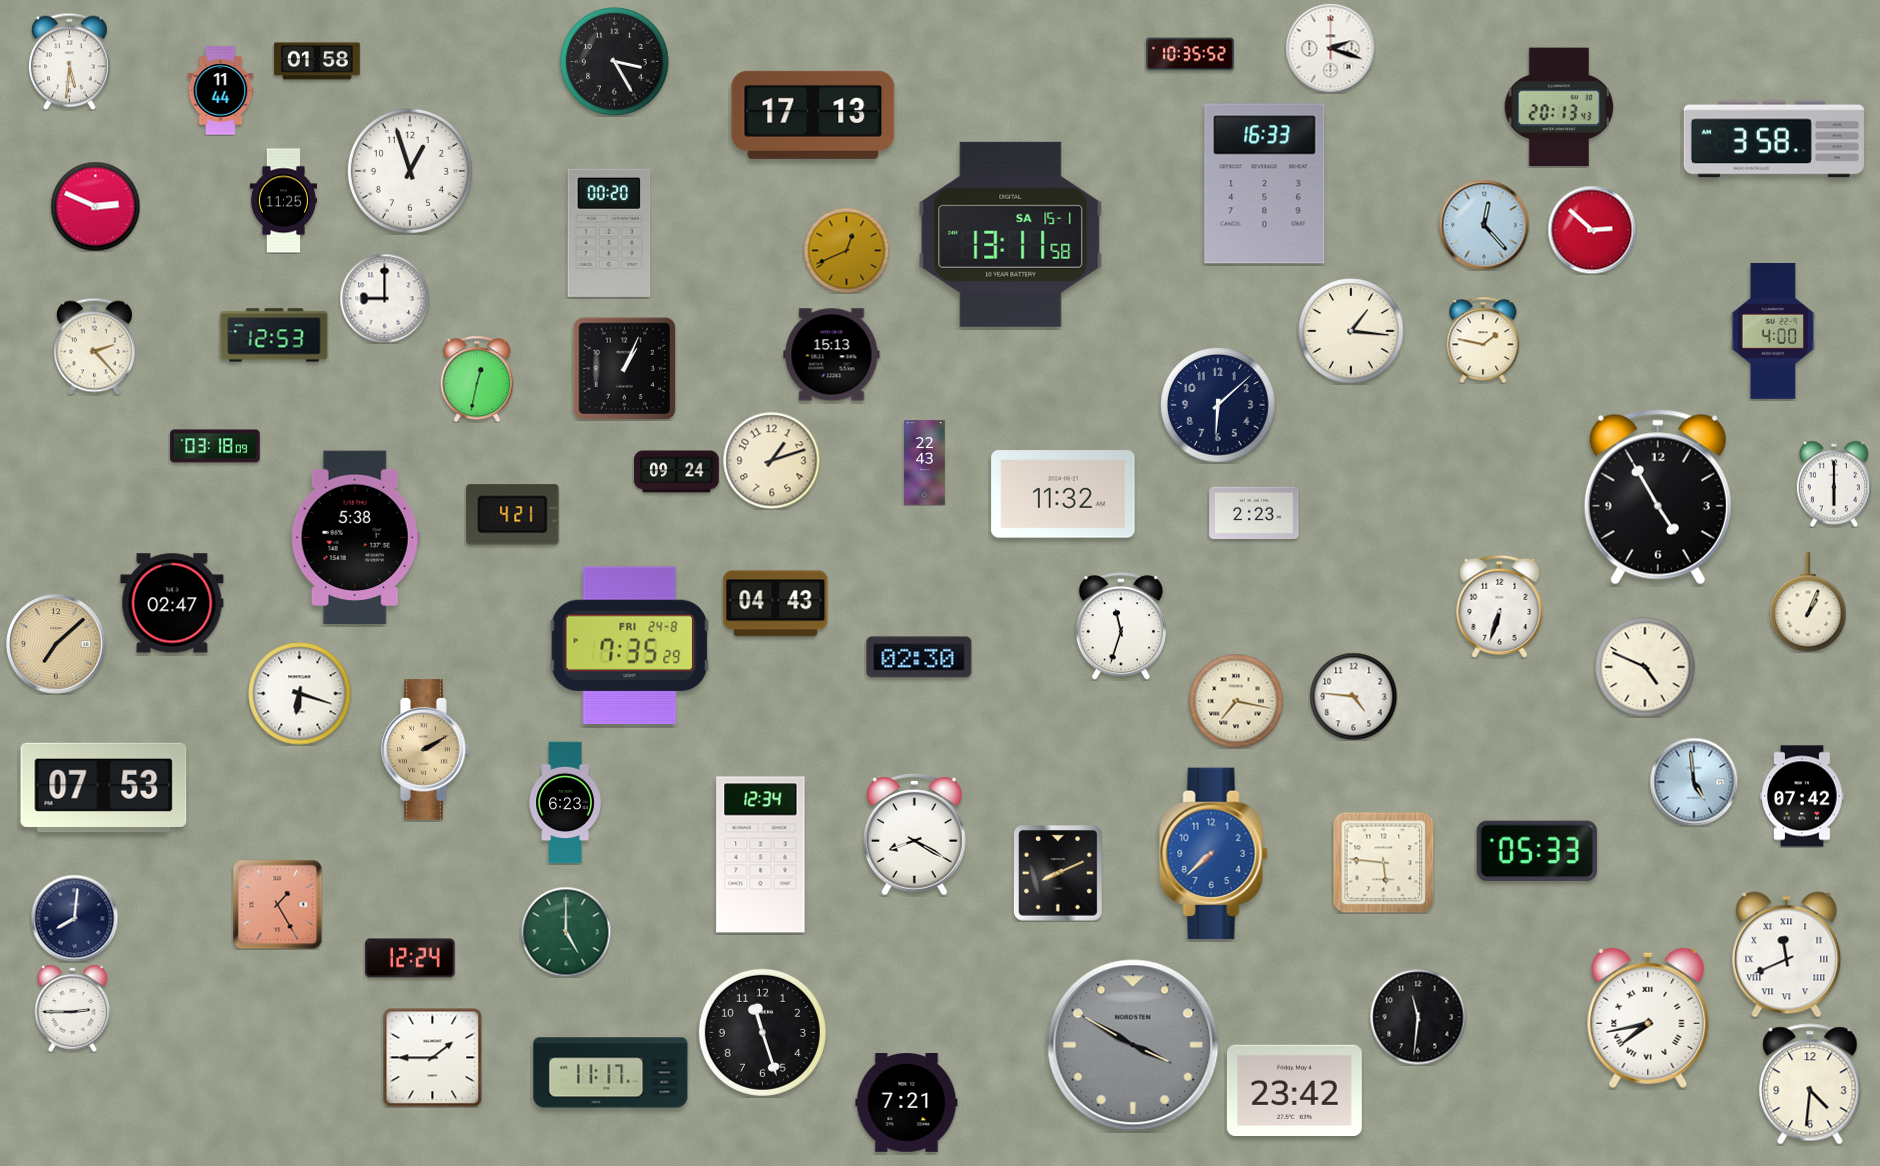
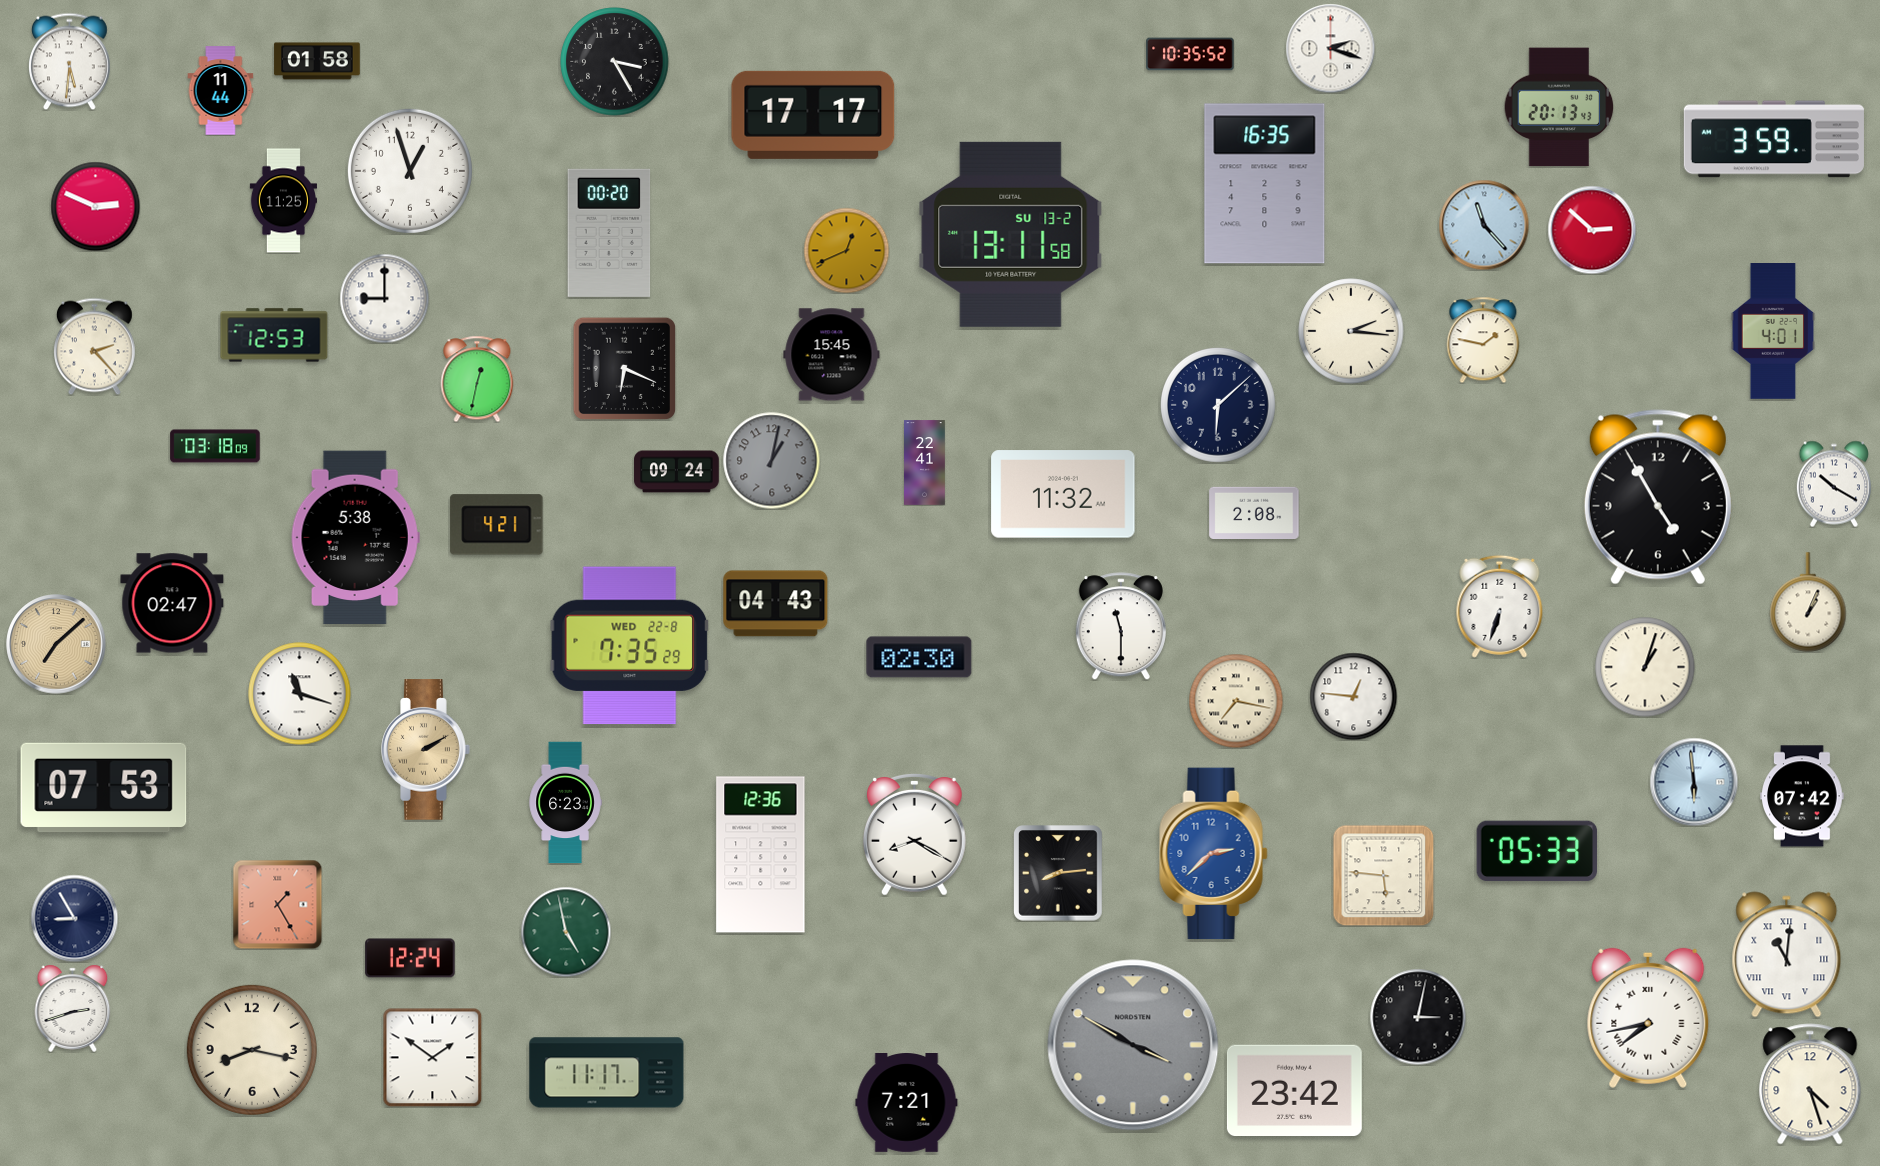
clock at (813, 115): 17:13 -> 17:17
clock at (1774, 139): 3:58 -> 3:59
clock at (1265, 184): 16:33 -> 16:35
clock at (1484, 225): 12:23 -> 11:23
clock at (1011, 234) date: SA 15-1 -> SU 13-2
clock at (1351, 331): 1:16 -> 2:16
clock at (1773, 332): 4:00 -> 4:01
clock at (832, 355): 15:13 -> 15:45
clock at (624, 368): 1:04 -> 6:19
clock at (771, 460): 1:12 -> 1:02
clock at (771, 460) dial: cream -> grey
clock at (925, 463): 22:43 -> 22:41
clock at (1834, 484): 6:00 -> 10:20
clock at (1254, 512): 2:23 -> 2:08
clock at (513, 515) position: (513, 515) -> (497, 525)
clock at (1121, 626): 11:33 -> 11:30
clock at (630, 646) date: FRI 24-8 -> WED 22-8
clock at (1645, 667): 4:49 -> 1:03
clock at (300, 694): 6:18 -> 11:18
clock at (1353, 696): 4:46 -> 12:46
clock at (1694, 782): 4:59 -> 5:59
clock at (1214, 854): 7:38 -> 2:38
clock at (761, 855): 12:34 -> 12:36
clock at (1383, 862) position: (1383, 862) -> (1383, 875)
clock at (1059, 873): 8:11 -> 8:14
clock at (74, 918): 8:01 -> 8:55
clock at (566, 932): 5:00 -> 4:58
clock at (1787, 955): 11:41 -> 11:01
clock at (73, 1008): 2:45 -> 2:42
clock at (1418, 1017): 11:31 -> 3:02
clock at (762, 1032): 11:27 -> none
clock at (252, 1050): none -> 8:17
clock at (432, 1057): 1:45 -> 1:51
clock at (611, 1073) position: (611, 1073) -> (607, 1073)
clock at (1810, 1084): 4:31 -> 4:27
